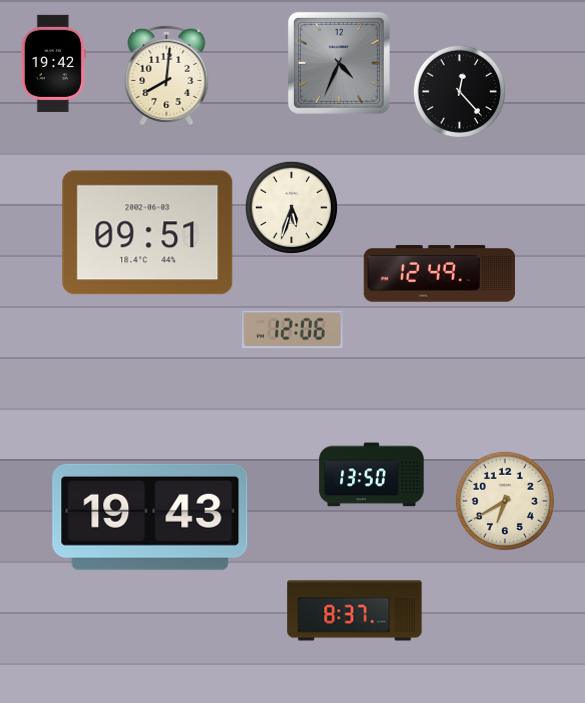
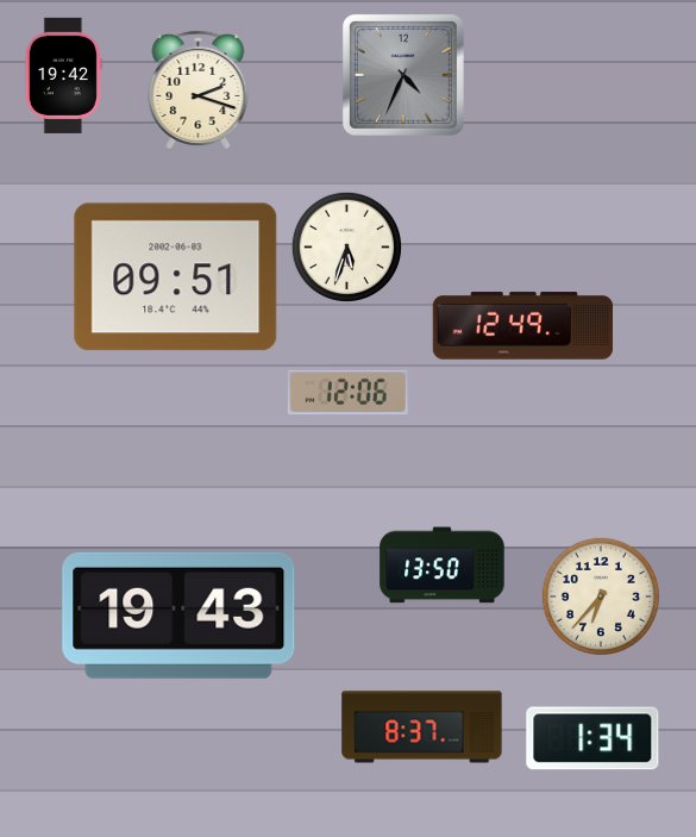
clock at (167, 75): 8:01 -> 2:18
clock at (459, 91): 12:23 -> none
clock at (505, 501): 6:40 -> 6:37
clock at (592, 738): none -> 1:34
